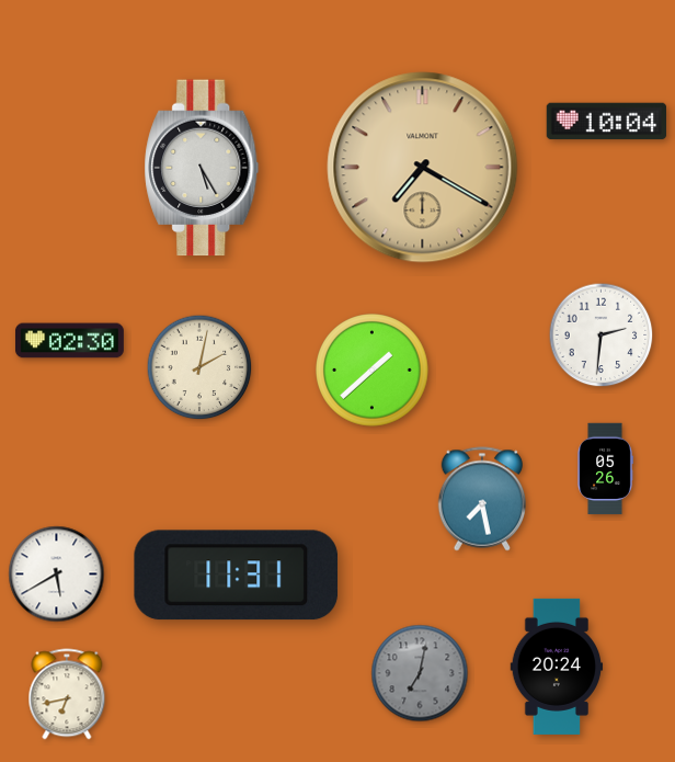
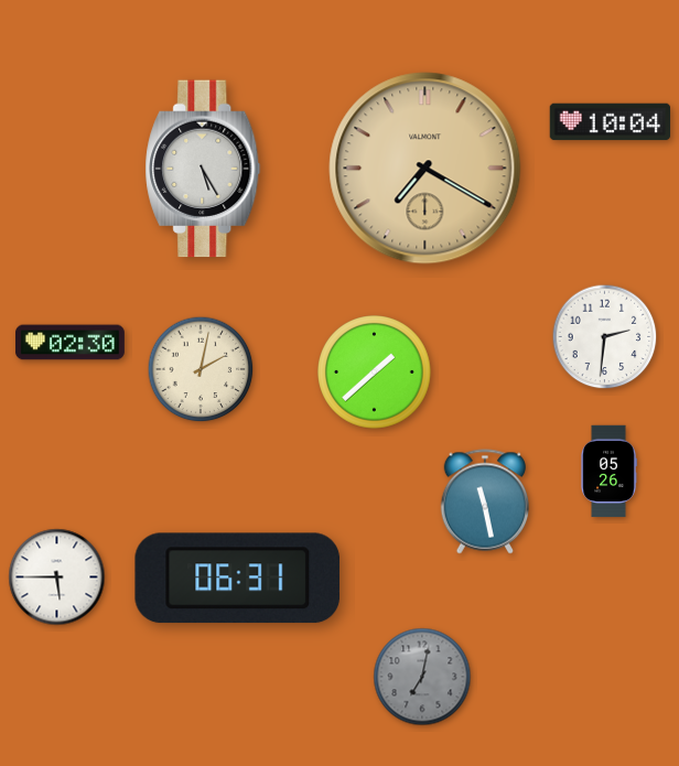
clock at (482, 499): 7:28 -> 11:28
clock at (57, 575): 5:40 -> 5:45
clock at (237, 576): 11:31 -> 06:31
clock at (557, 667): 20:24 -> none
clock at (67, 694): 6:43 -> none
